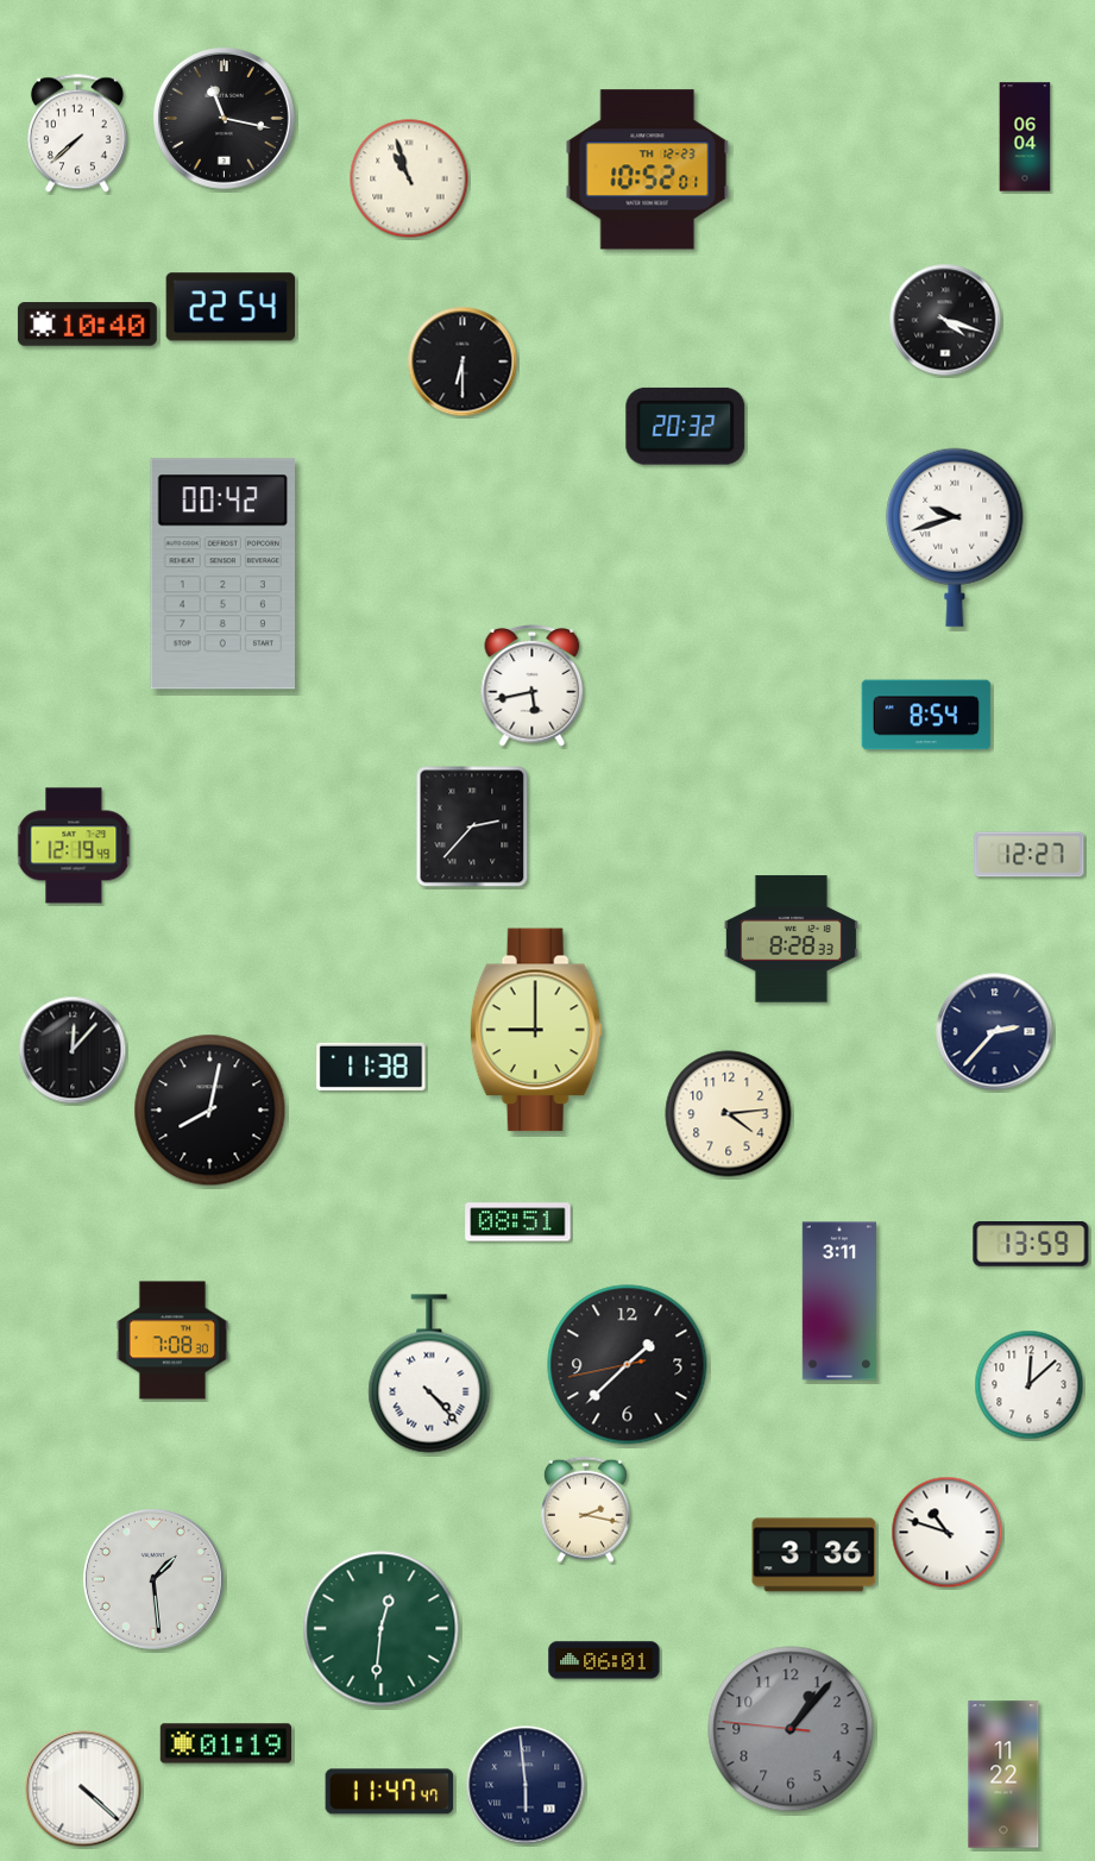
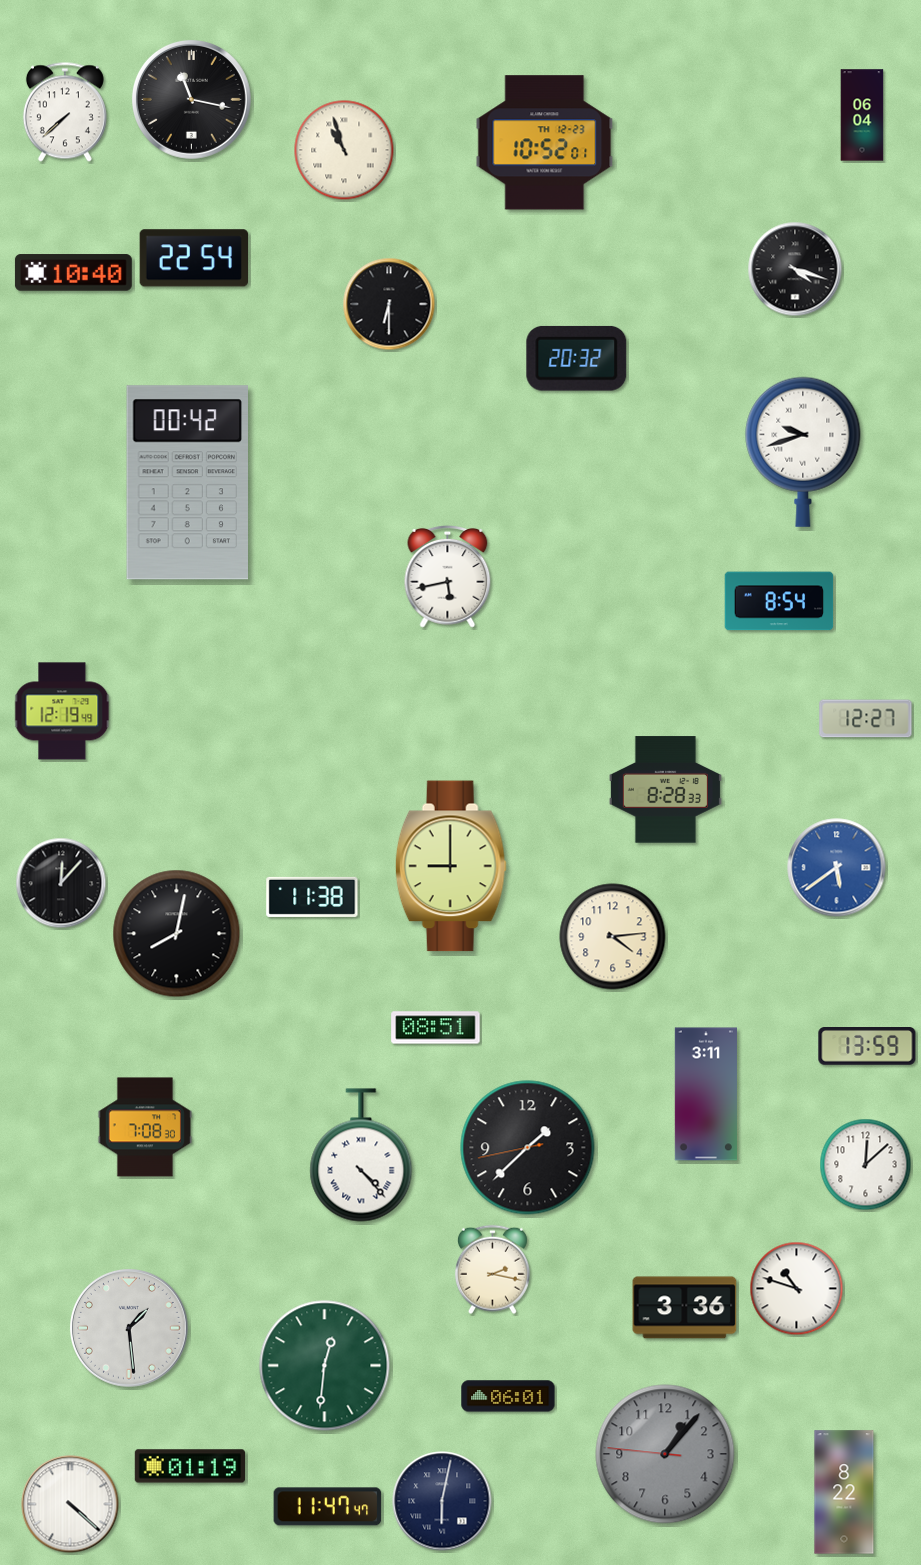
clock at (224, 118) position: (224, 118) -> (191, 99)
clock at (472, 826): 2:37 -> none
clock at (995, 1032): 2:37 -> 5:39
clock at (995, 1032) dial: navy -> blue
clock at (382, 1629) position: (382, 1629) -> (325, 1366)
clock at (1003, 1774): 11:22 -> 8:22
clock at (526, 1785): 5:59 -> 6:02
